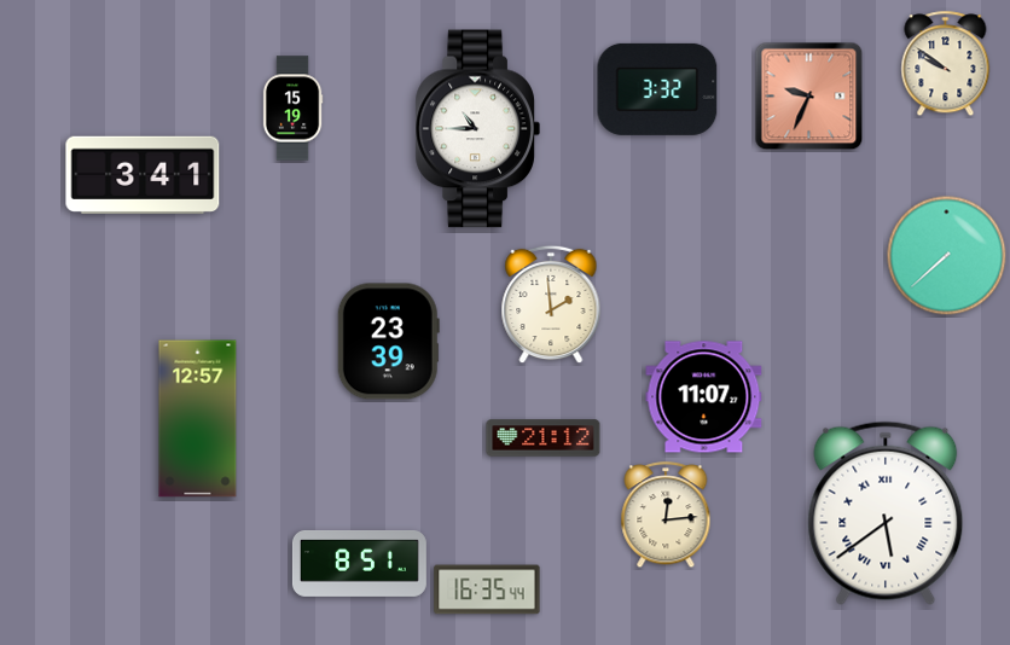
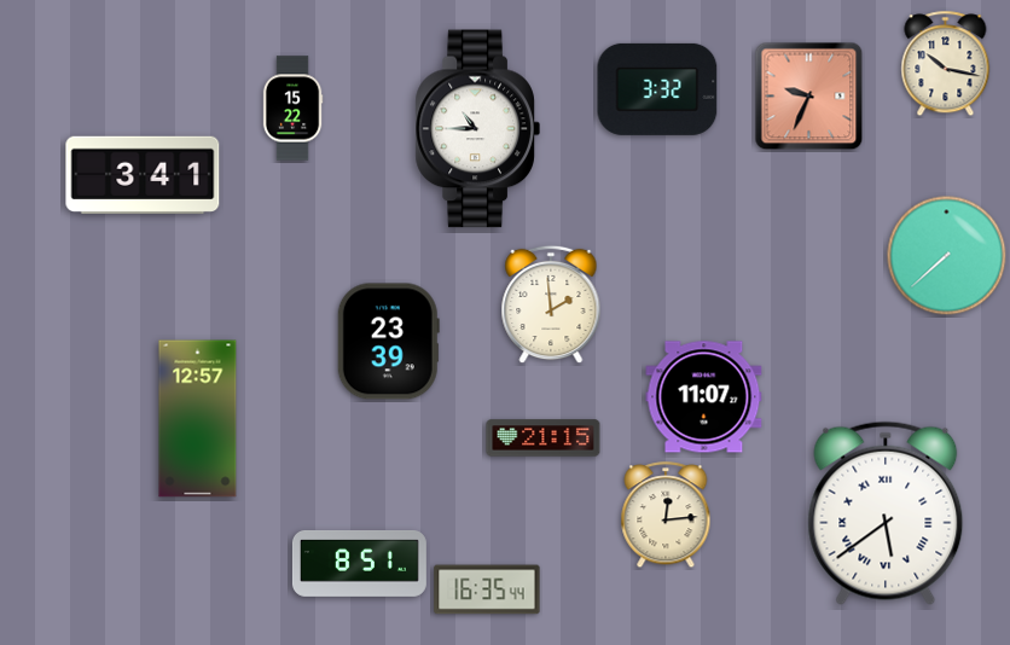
clock at (946, 64): 9:51 -> 10:17
clock at (292, 109): 15:19 -> 15:22
clock at (544, 438): 21:12 -> 21:15
